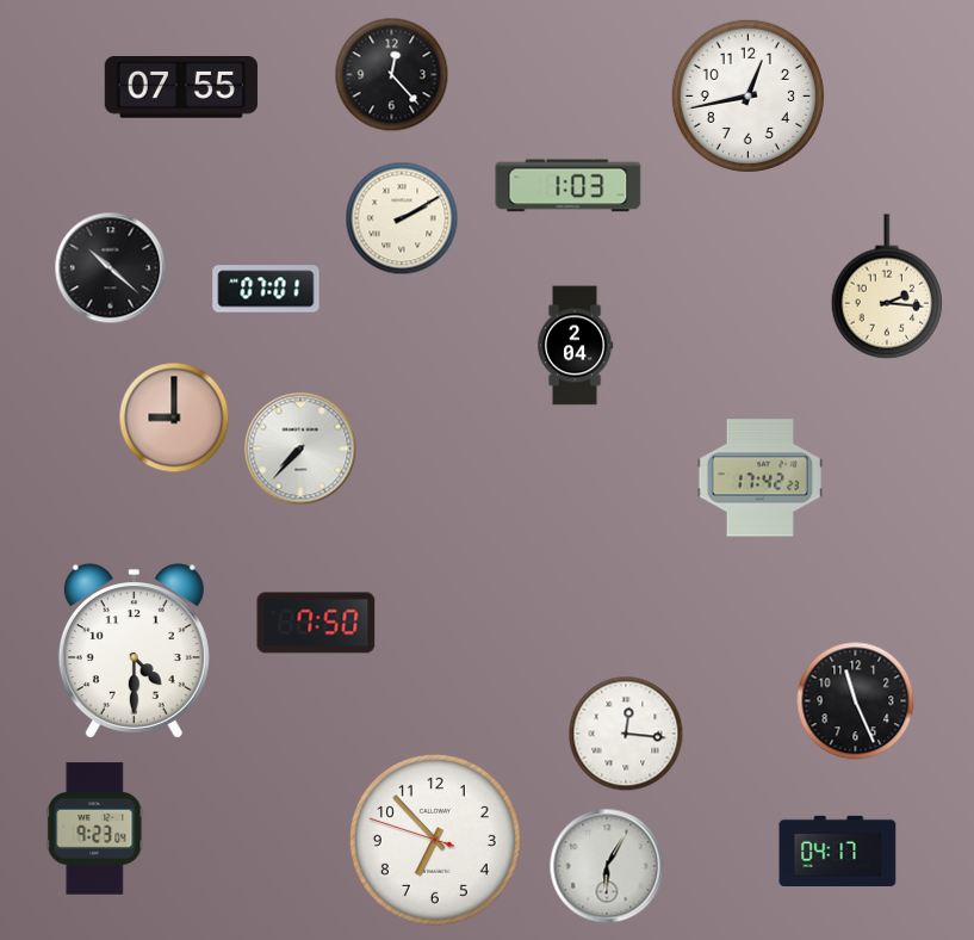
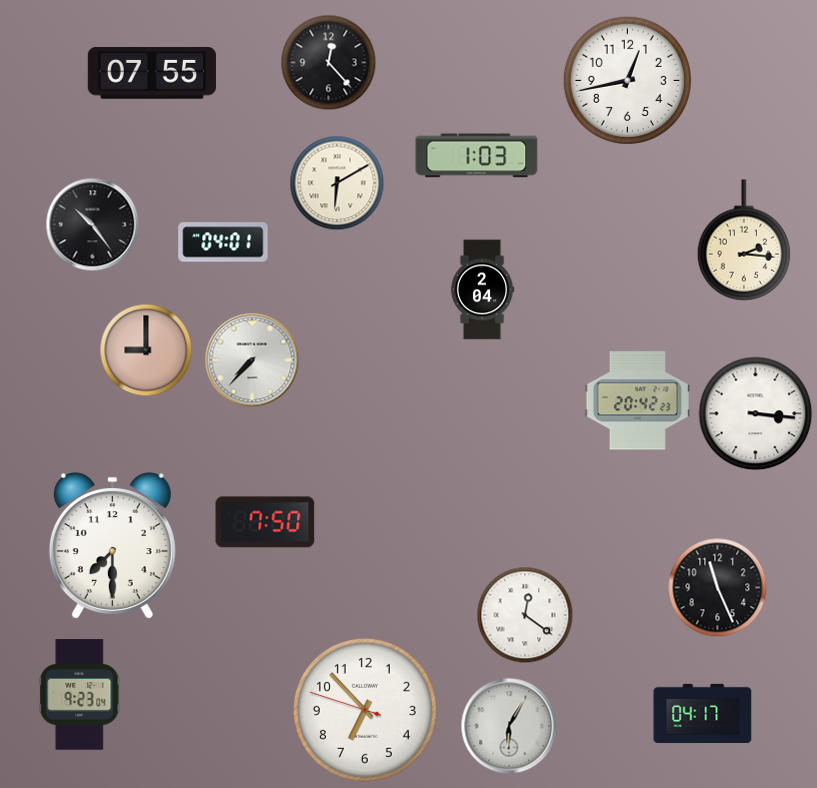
clock at (402, 218): 2:10 -> 6:10
clock at (111, 268): 10:22 -> 10:24
clock at (266, 289): 07:01 -> 04:01
clock at (300, 449) position: (300, 449) -> (252, 360)
clock at (759, 478): 17:42 -> 20:42
clock at (756, 414): none -> 3:16
clock at (134, 651): 4:30 -> 7:30
clock at (626, 734): 12:16 -> 12:21
clock at (435, 840) position: (435, 840) -> (365, 710)
